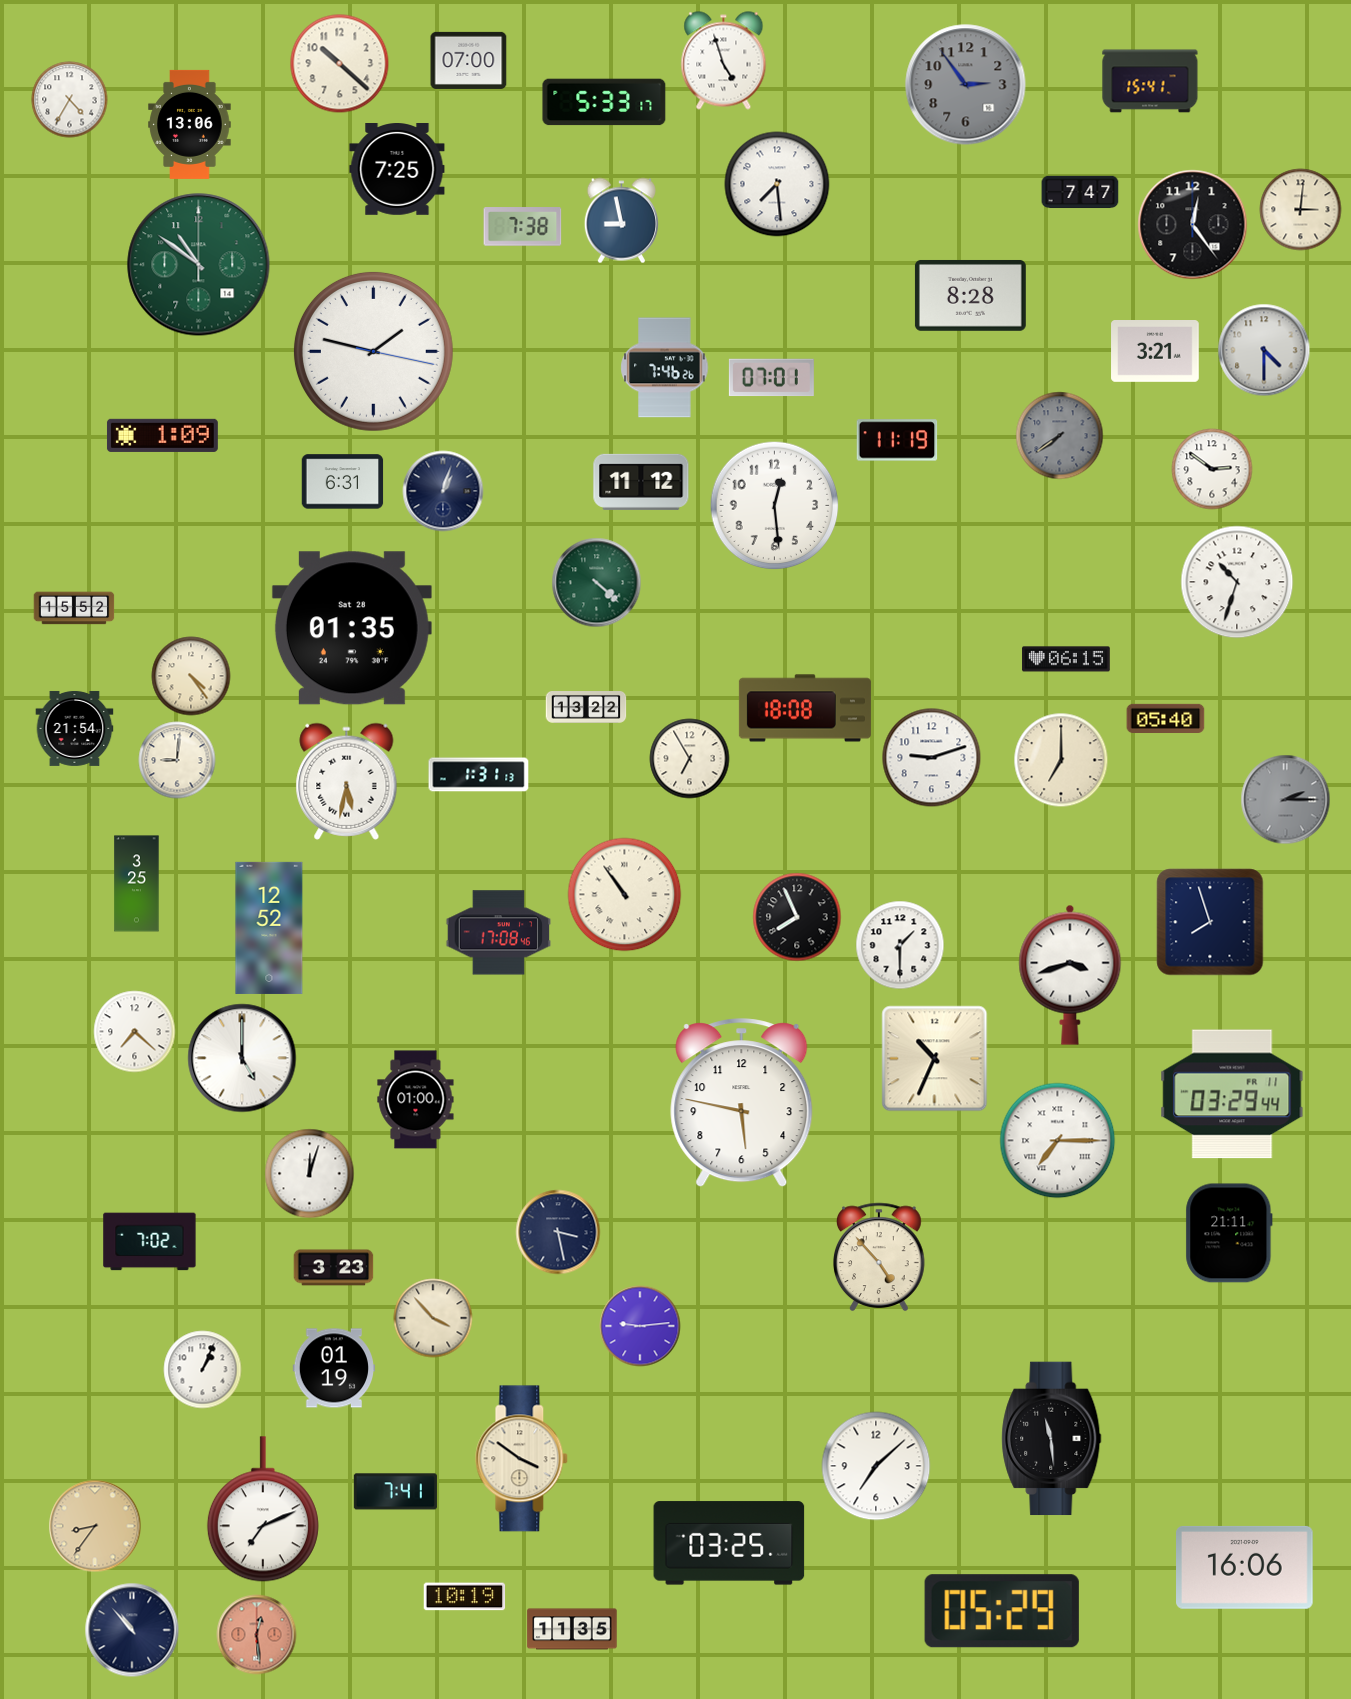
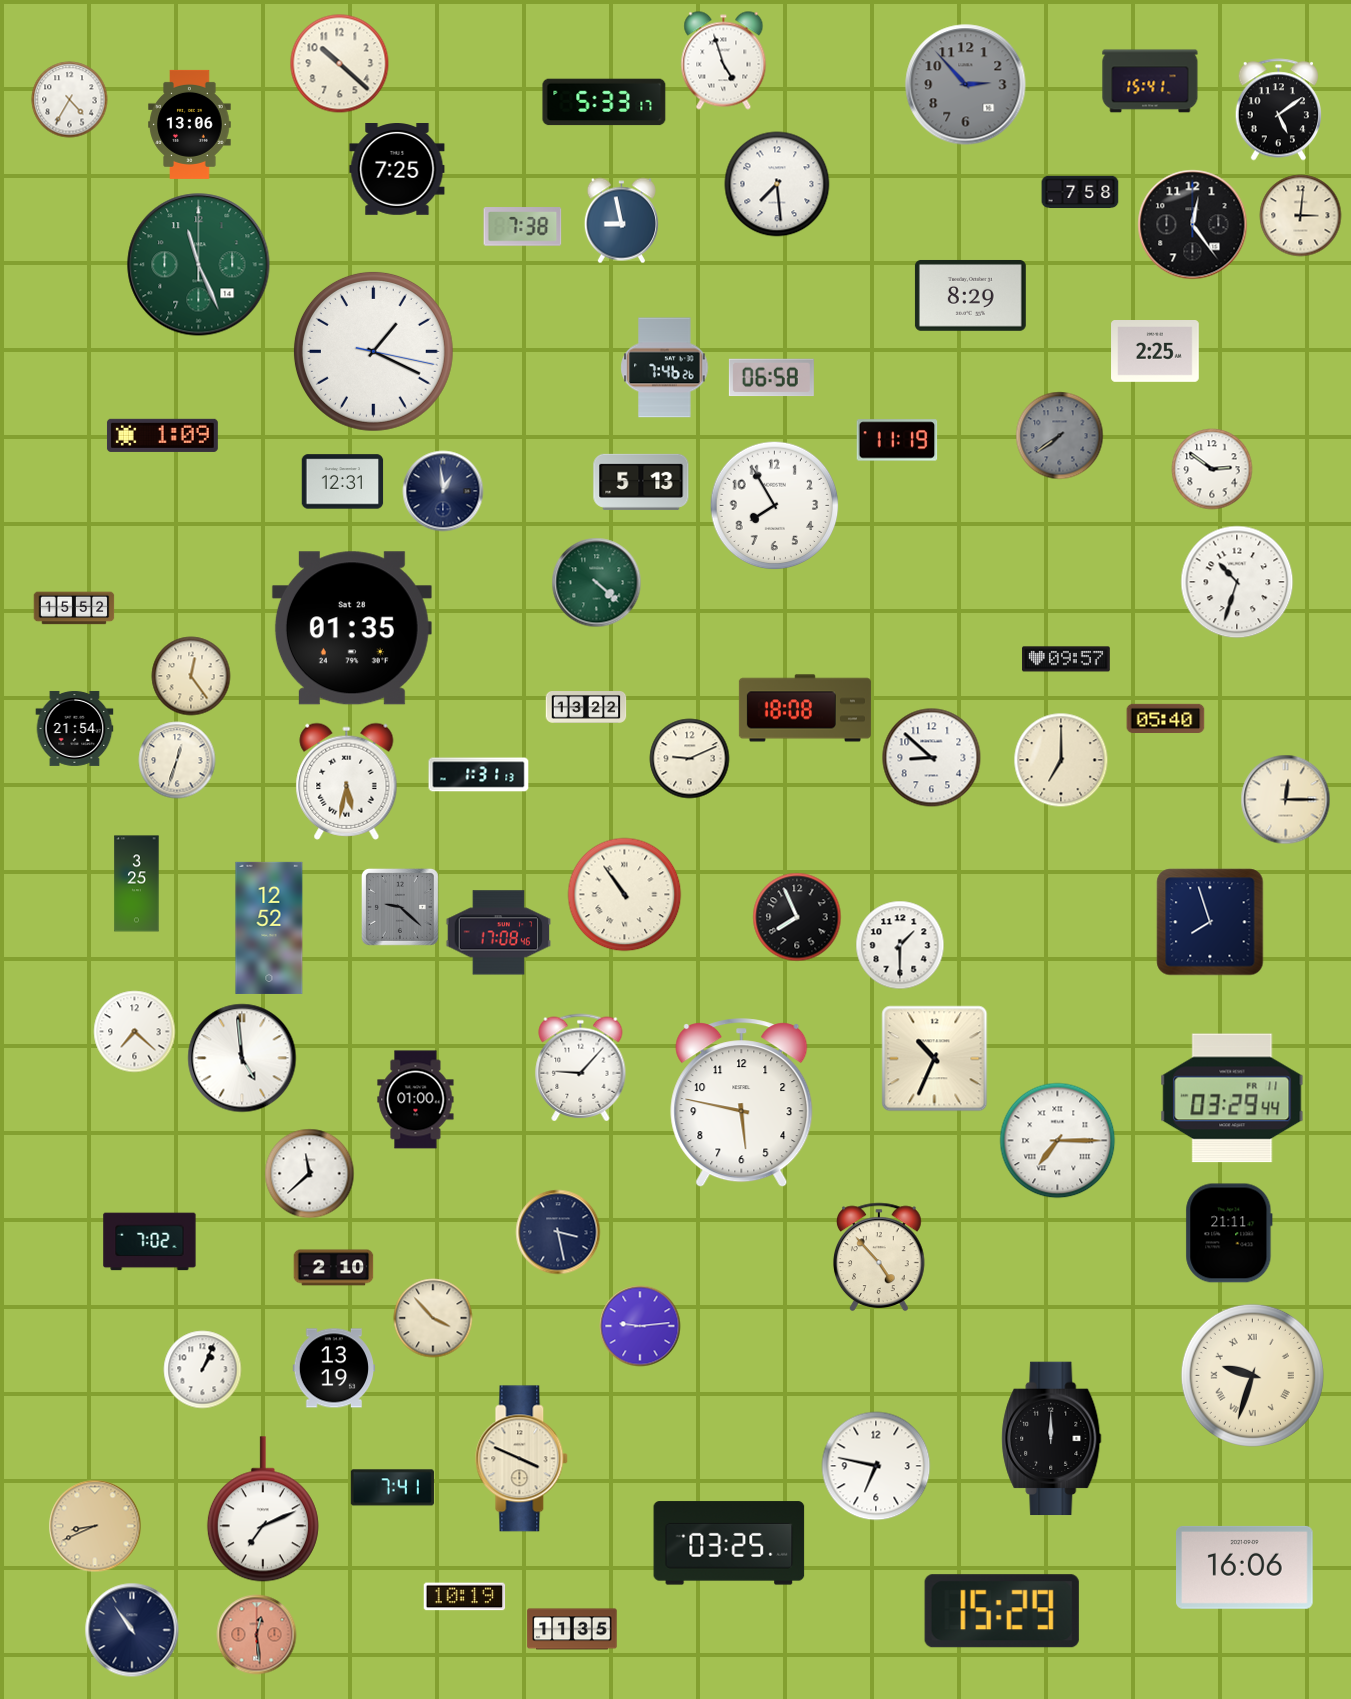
clock at (469, 60): 07:00 -> none
clock at (966, 85): 2:54 -> 2:53
clock at (1279, 110): none -> 5:09
clock at (1080, 192): 7:47 -> 7:58
clock at (1301, 210) position: (1301, 210) -> (1301, 216)
clock at (199, 265): 10:51 -> 11:26
clock at (970, 295): 8:28 -> 8:29
clock at (1264, 350): 4:30 -> none
clock at (373, 351): 1:47 -> 1:19
clock at (1155, 352): 3:21 -> 2:25
clock at (771, 378): 07:01 -> 06:58
clock at (343, 482): 6:31 -> 12:31
clock at (641, 482): 11:12 -> 5:13
clock at (443, 491): 1:03 -> 12:59
clock at (775, 506): 12:29 -> 7:55
clock at (1066, 659): 06:15 -> 09:57
clock at (191, 676): 4:24 -> 12:24
clock at (932, 758): 9:12 -> 8:52
clock at (690, 759): 6:55 -> 9:11
clock at (177, 760): 9:01 -> 12:33
clock at (1286, 800): 2:15 -> 12:15
clock at (1286, 800) dial: grey -> cream
clock at (400, 907): none -> 9:22
clock at (1070, 975): 3:42 -> none
clock at (242, 1058): 5:00 -> 4:59
clock at (581, 1068): none -> 9:07
clock at (1232, 1094) position: (1232, 1094) -> (1232, 1098)
clock at (310, 1174): 12:03 -> 11:38
clock at (334, 1268): 3:23 -> 2:10
clock at (333, 1368): 01:19 -> 13:19
clock at (1252, 1375): none -> 9:33
clock at (1052, 1439): 11:29 -> 12:00
clock at (522, 1459): 3:51 -> 3:49
clock at (876, 1466): 7:08 -> 6:47
clock at (395, 1492) position: (395, 1492) -> (392, 1488)
clock at (95, 1526): 8:36 -> 8:41
clock at (1002, 1611): 05:29 -> 15:29
clock at (132, 1630): 10:53 -> 10:54
